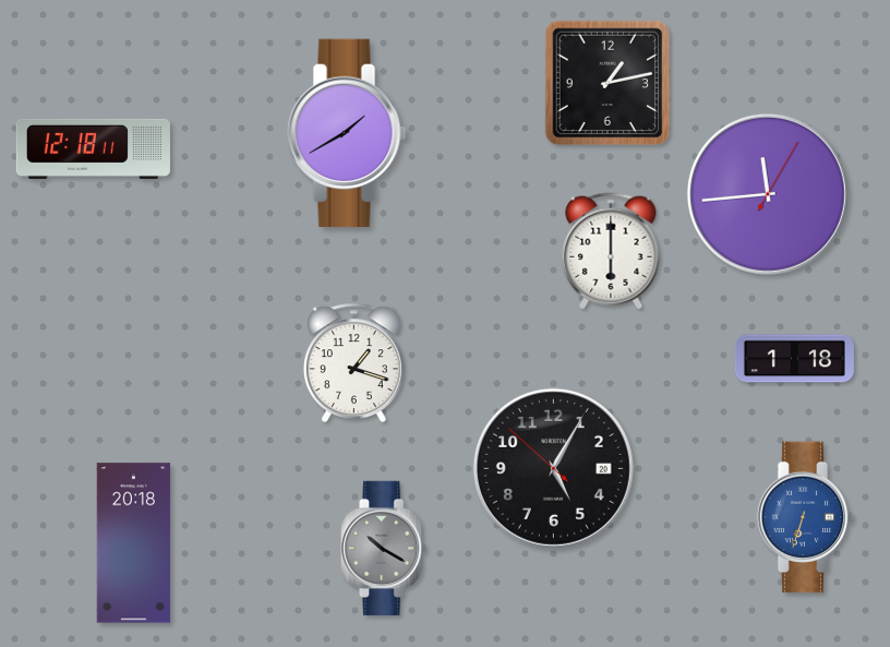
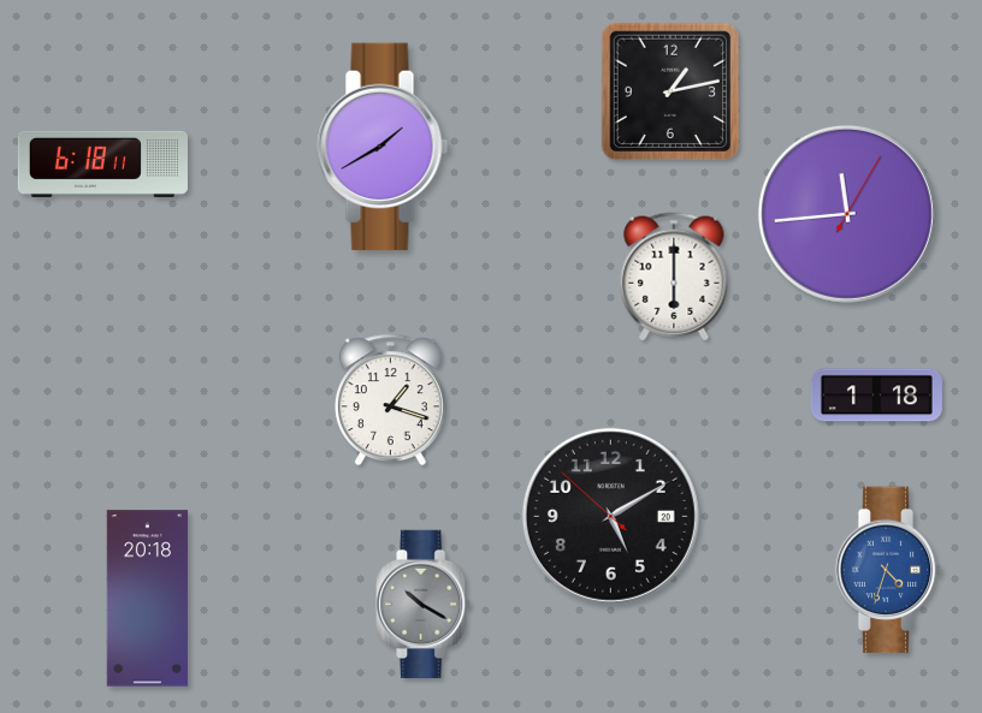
clock at (93, 148): 12:18 -> 6:18
clock at (553, 468): 5:04 -> 5:09
clock at (805, 517): 6:33 -> 4:33
